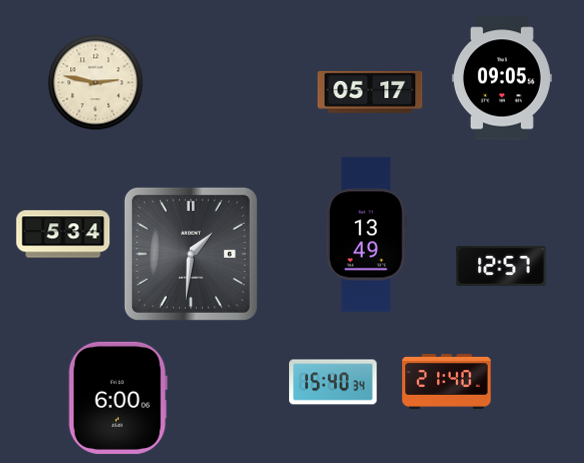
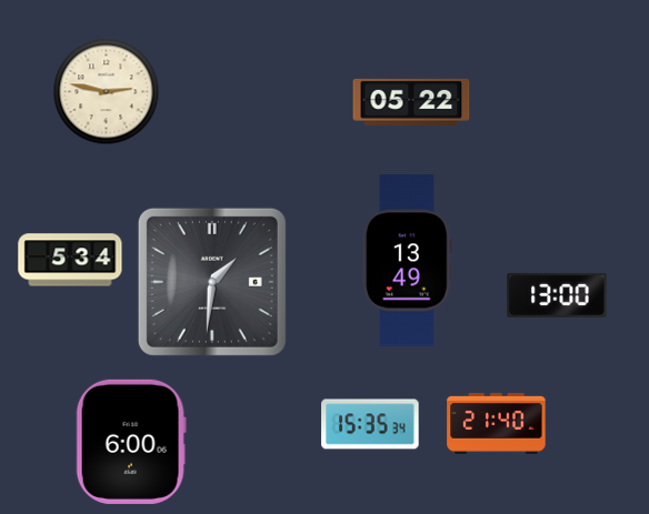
clock at (502, 78): 09:05 -> none
clock at (370, 92): 05:17 -> 05:22
clock at (501, 266): 12:57 -> 13:00
clock at (333, 382): 15:40 -> 15:35
